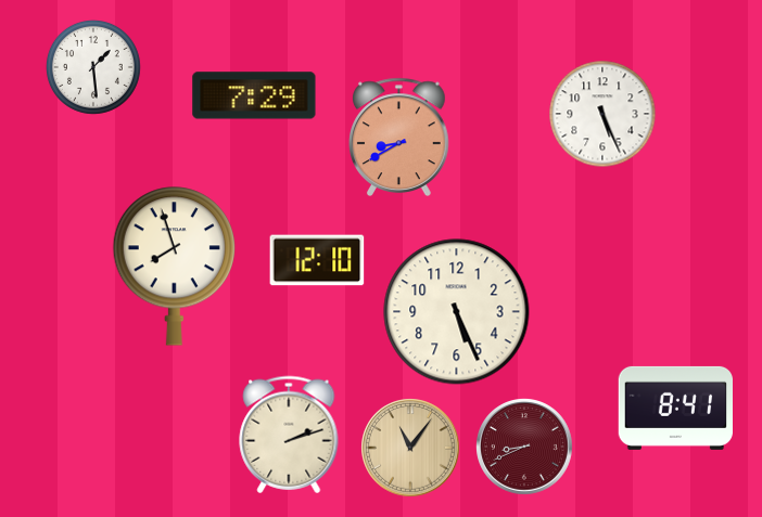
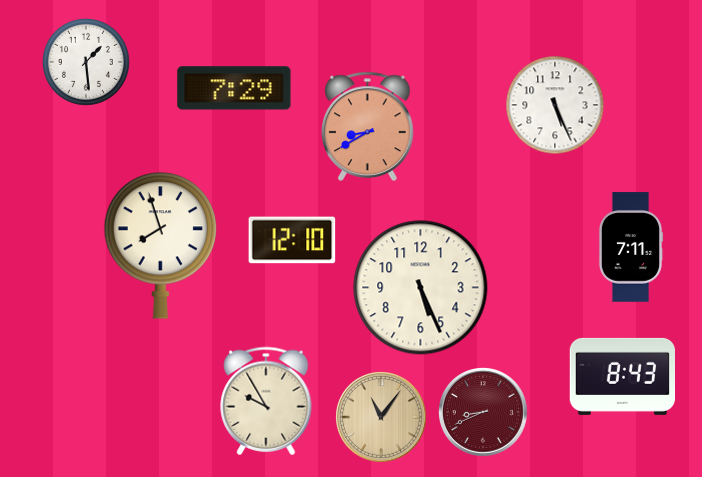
clock at (631, 247): none -> 7:11
clock at (675, 408): 8:41 -> 8:43
clock at (289, 435): 2:12 -> 9:55
clock at (410, 448) position: (410, 448) -> (381, 417)
